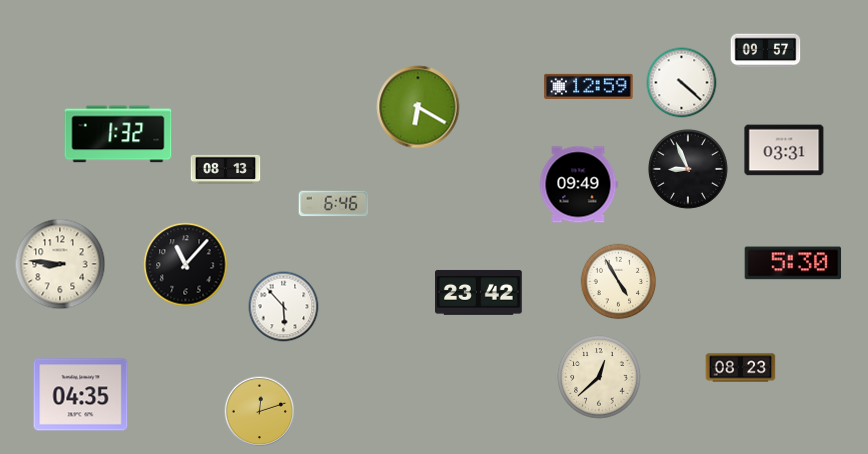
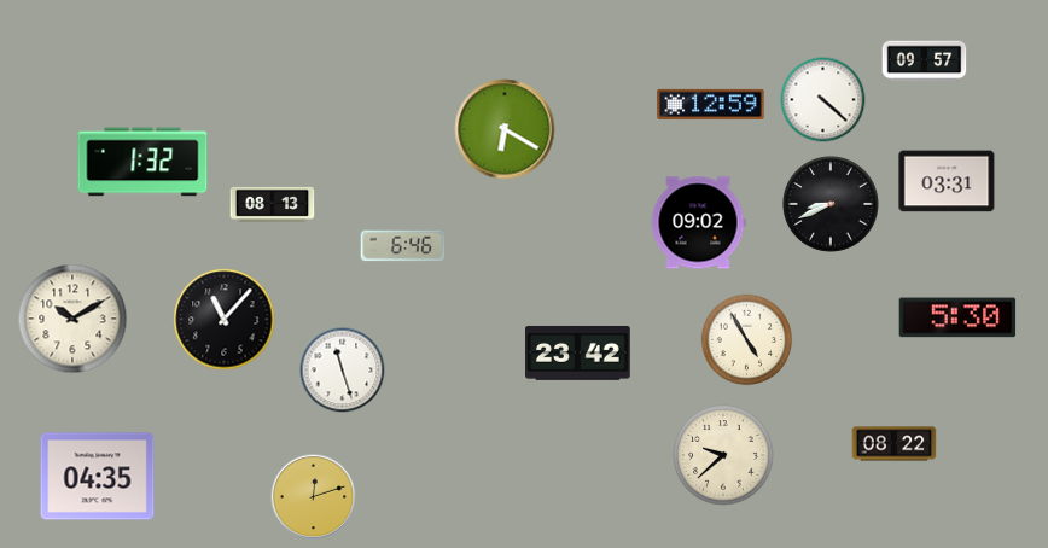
clock at (688, 169): 8:56 -> 8:41
clock at (578, 185): 09:49 -> 09:02
clock at (60, 264): 8:46 -> 10:10
clock at (284, 307): 5:53 -> 11:27
clock at (741, 368): 08:23 -> 08:22
clock at (599, 377): 12:38 -> 9:38
